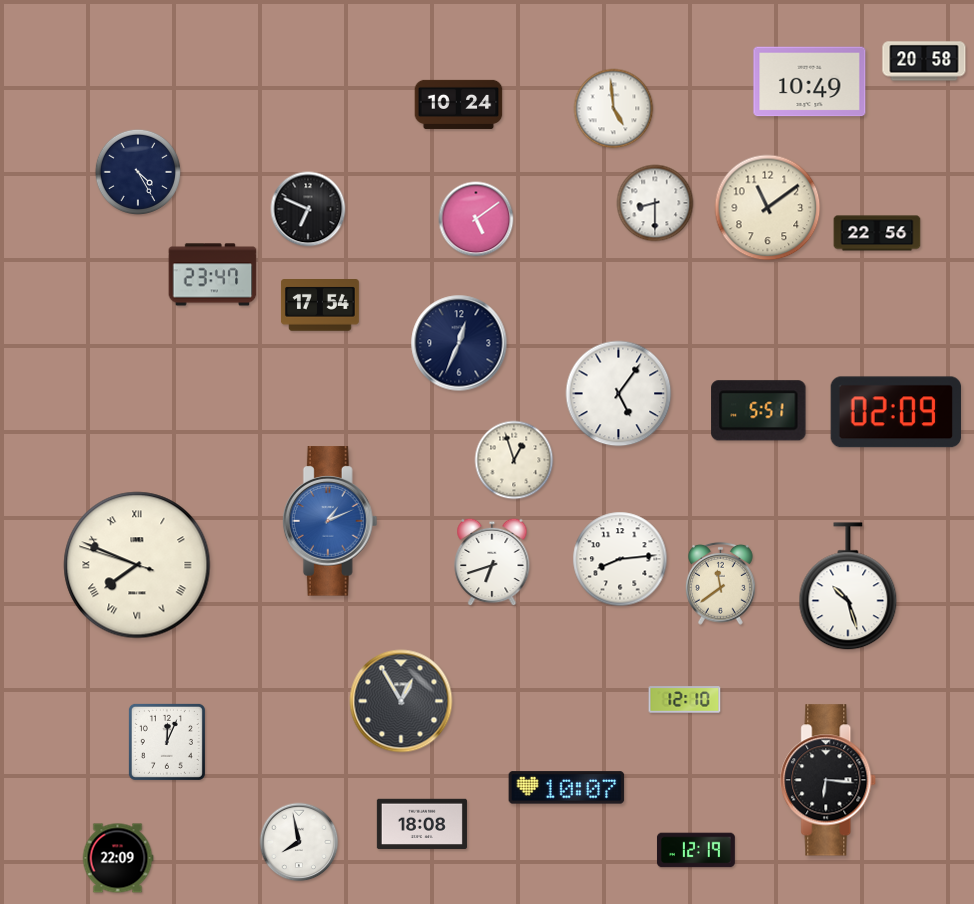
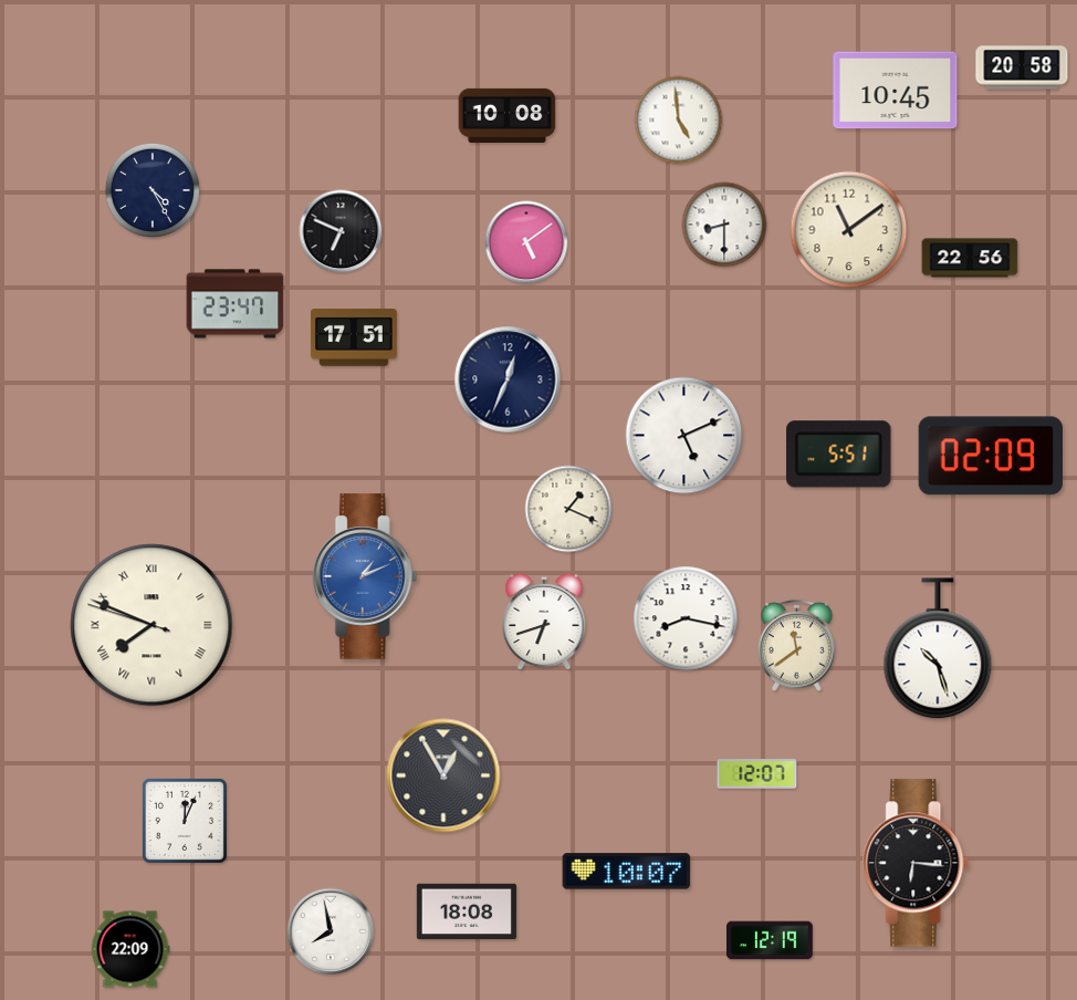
clock at (810, 82): 10:49 -> 10:45
clock at (459, 104): 10:24 -> 10:08
clock at (320, 306): 17:54 -> 17:51
clock at (619, 394): 5:06 -> 5:11
clock at (514, 460): 12:57 -> 1:19
clock at (620, 559): 8:14 -> 8:17
clock at (685, 700): 12:10 -> 12:07
